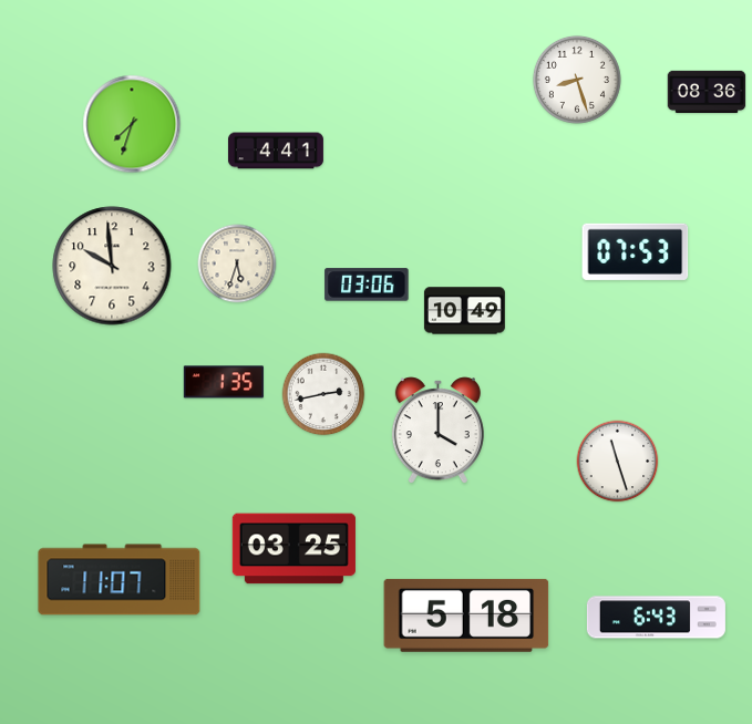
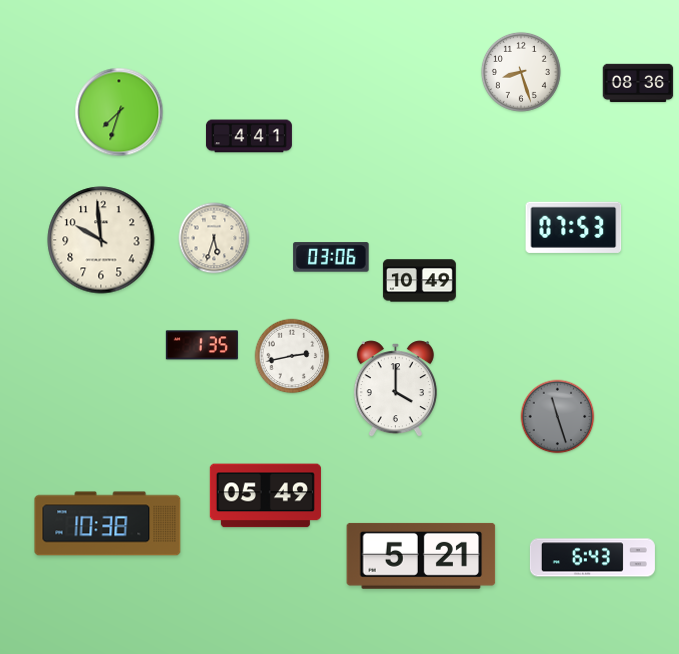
clock at (618, 462) dial: white -> grey
clock at (293, 549): 03:25 -> 05:49
clock at (120, 580): 11:07 -> 10:38
clock at (466, 616): 5:18 -> 5:21
